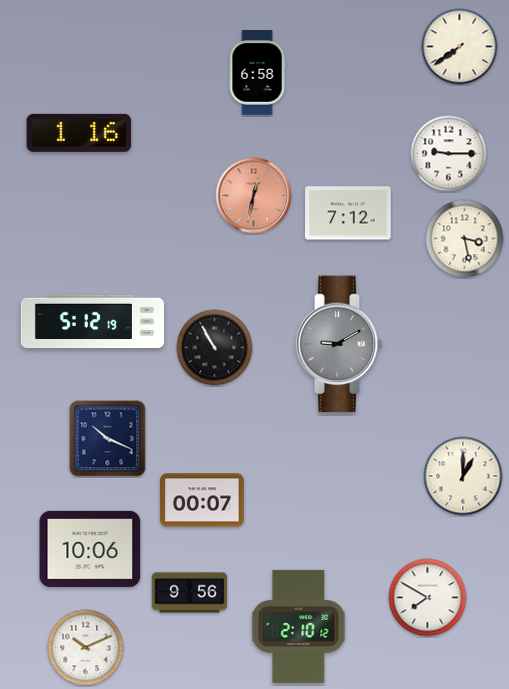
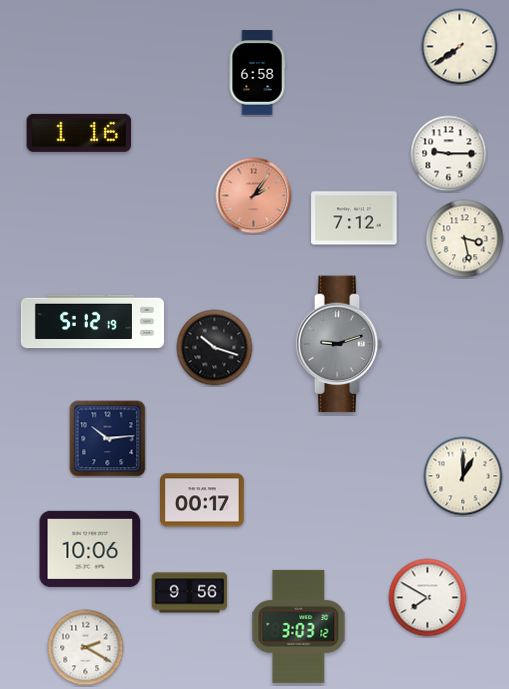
clock at (254, 196): 12:32 -> 2:06
clock at (348, 213) position: (348, 213) -> (354, 218)
clock at (339, 344): 9:10 -> 9:12
clock at (215, 348): 10:55 -> 10:18
clock at (108, 439): 10:19 -> 10:14
clock at (203, 500): 00:07 -> 00:17
clock at (299, 626): 2:10 -> 3:03
clock at (86, 648): 10:11 -> 2:20
